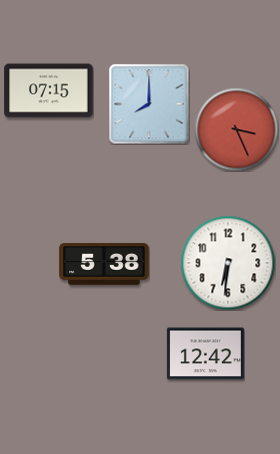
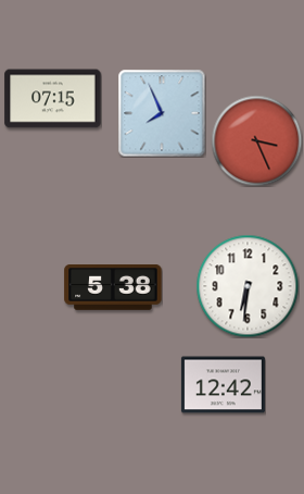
clock at (149, 104): 8:00 -> 7:56
